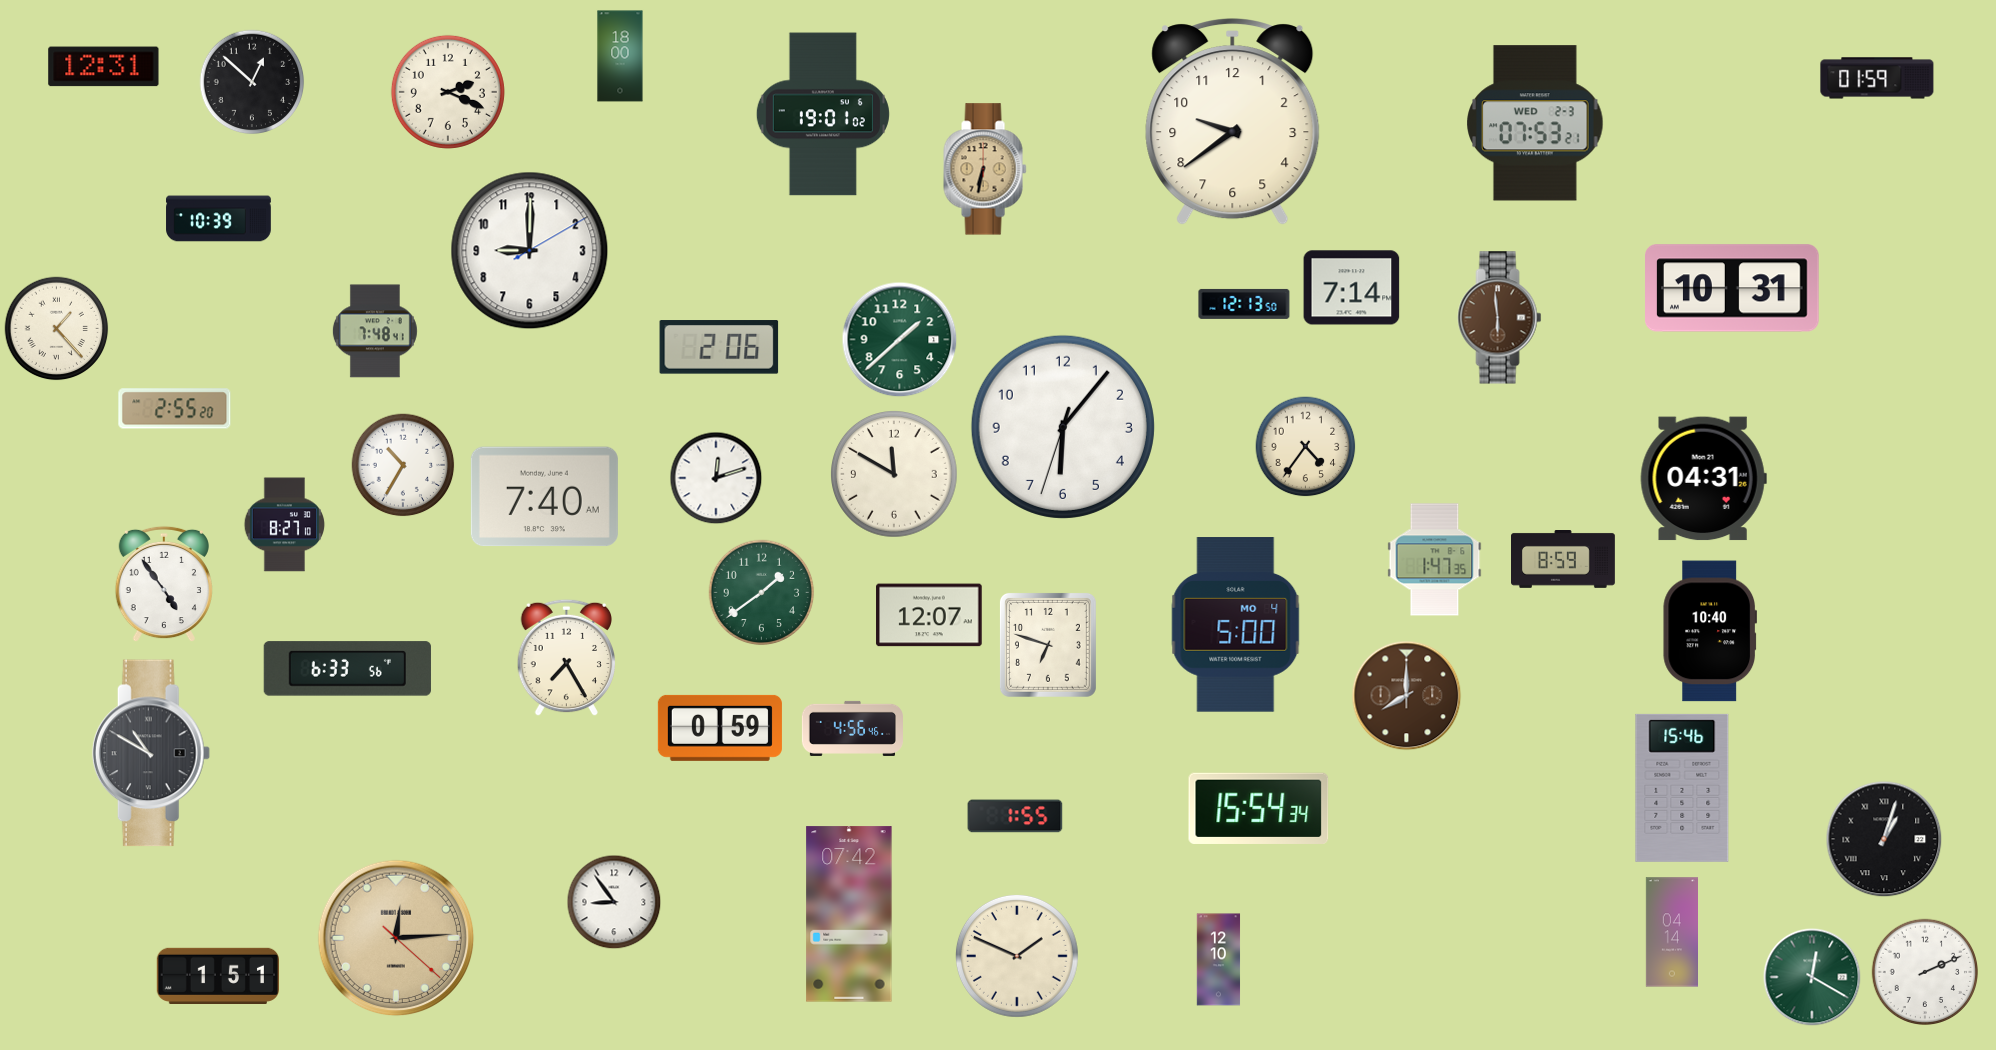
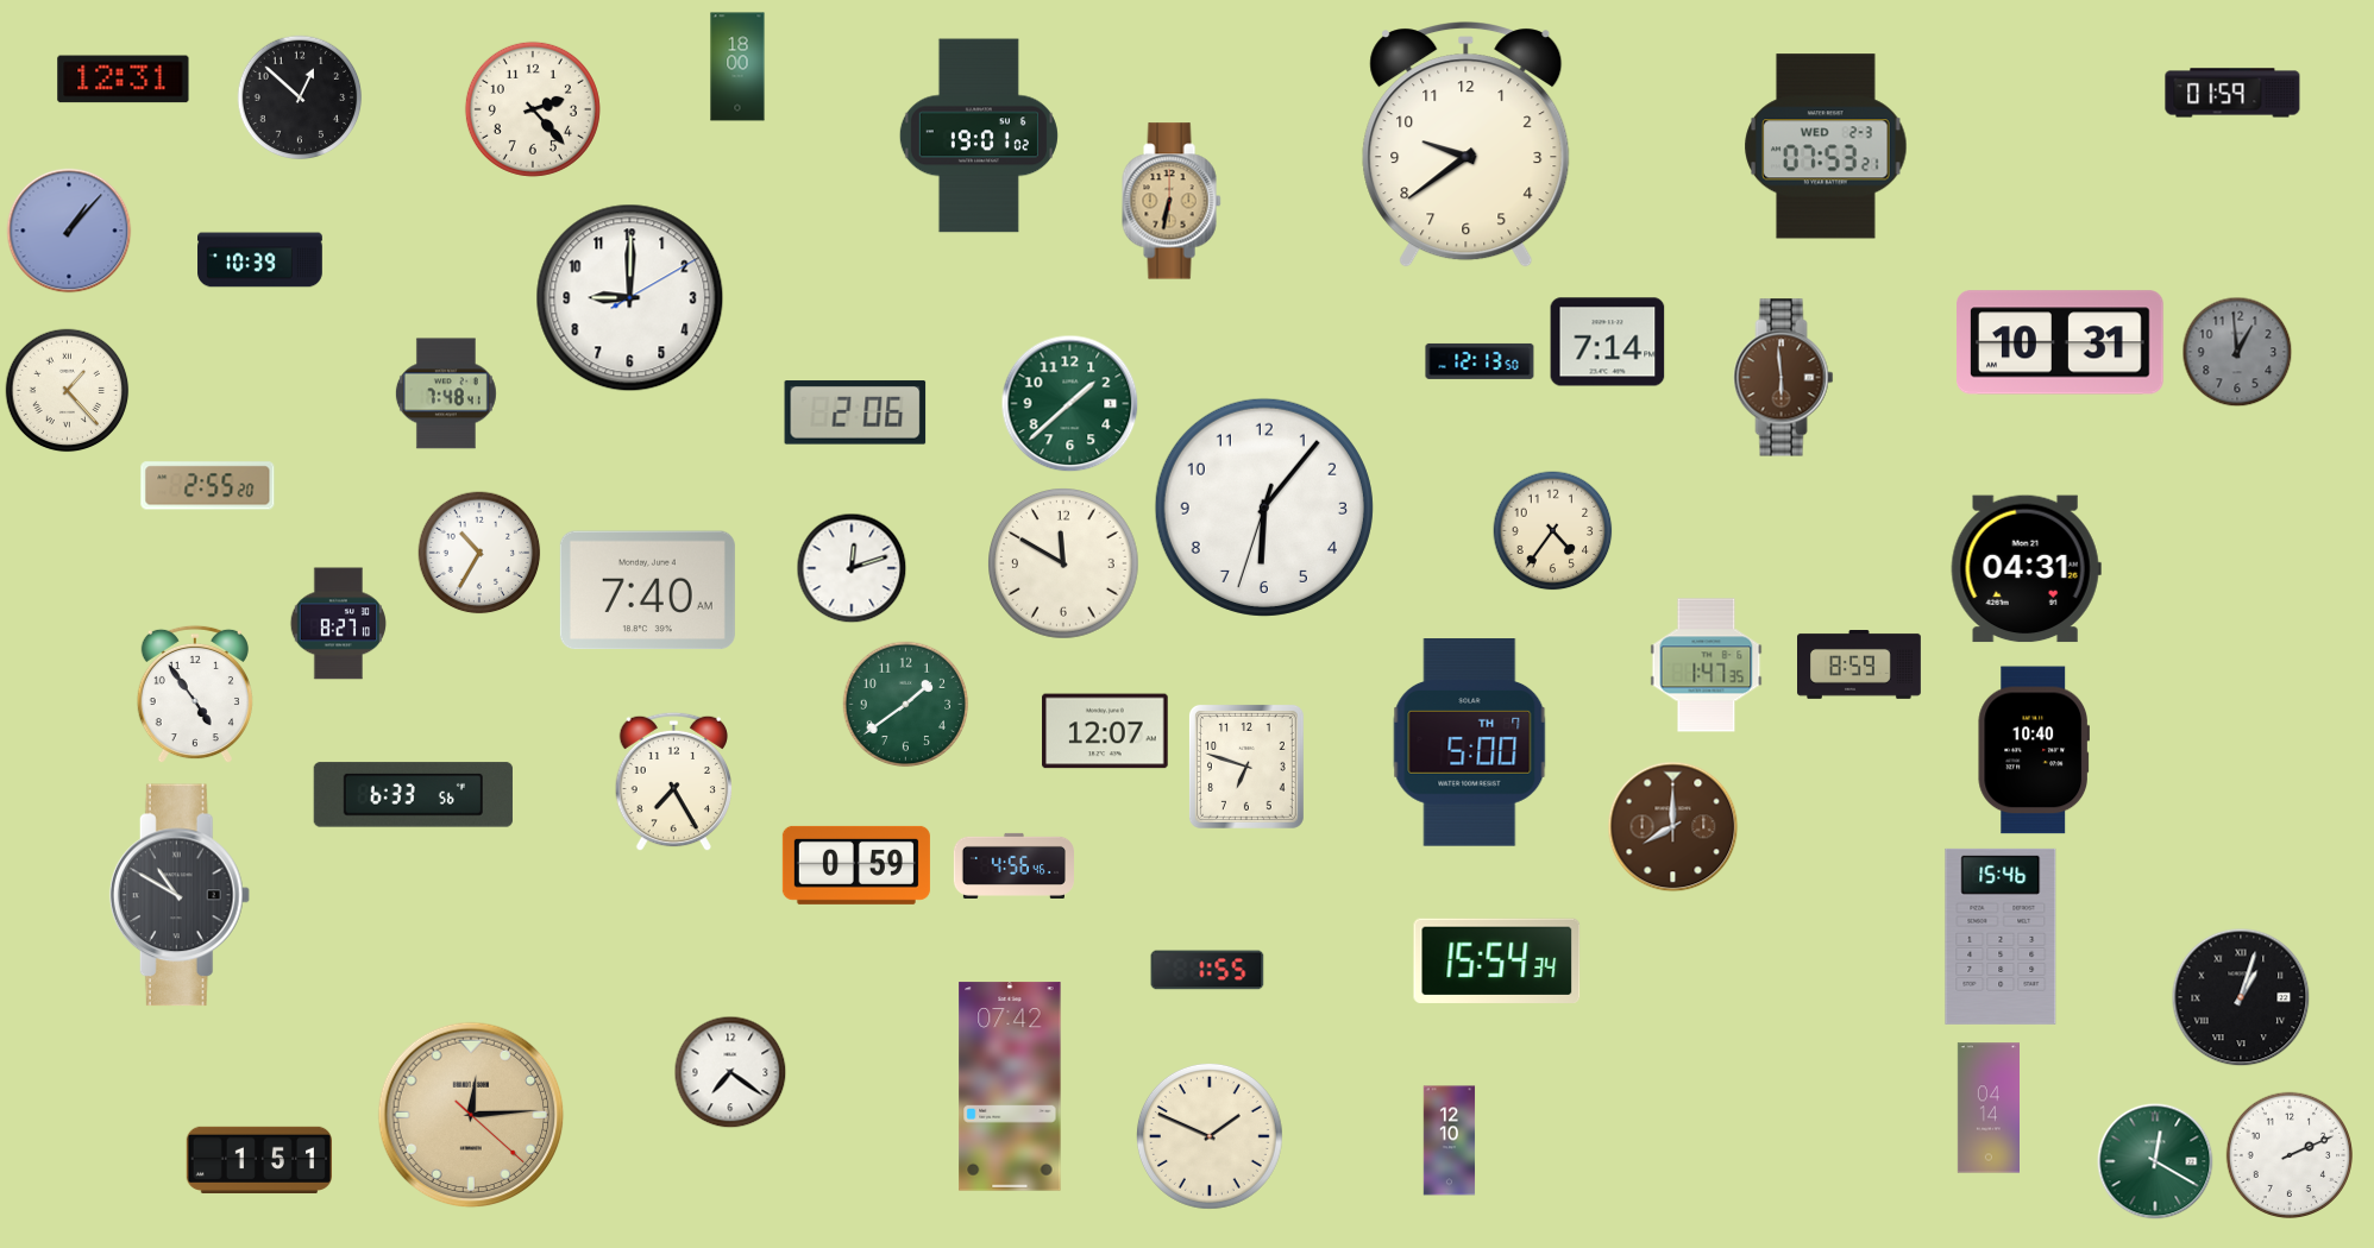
clock at (448, 92): 2:19 -> 2:23
clock at (69, 231): none -> 1:07
clock at (2237, 352): none -> 12:59
clock at (1236, 625) date: MO 4 -> TH 7
clock at (614, 902): 8:54 -> 7:21
